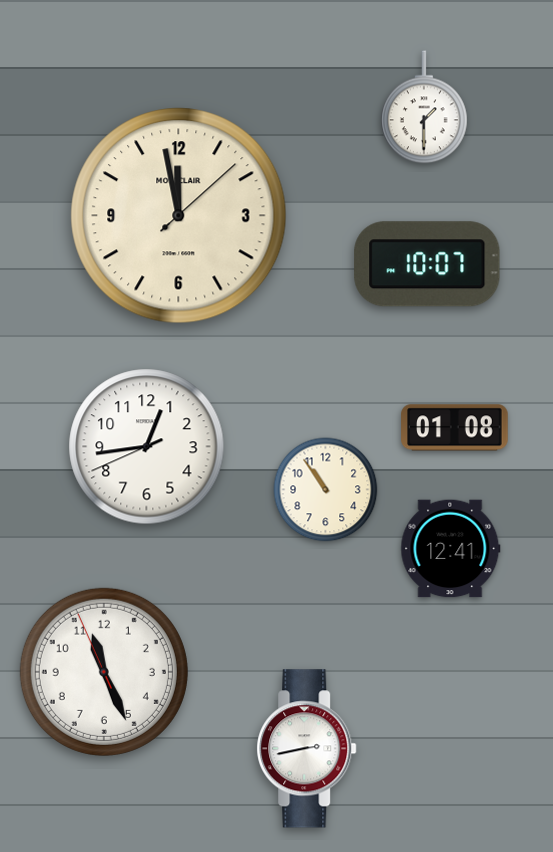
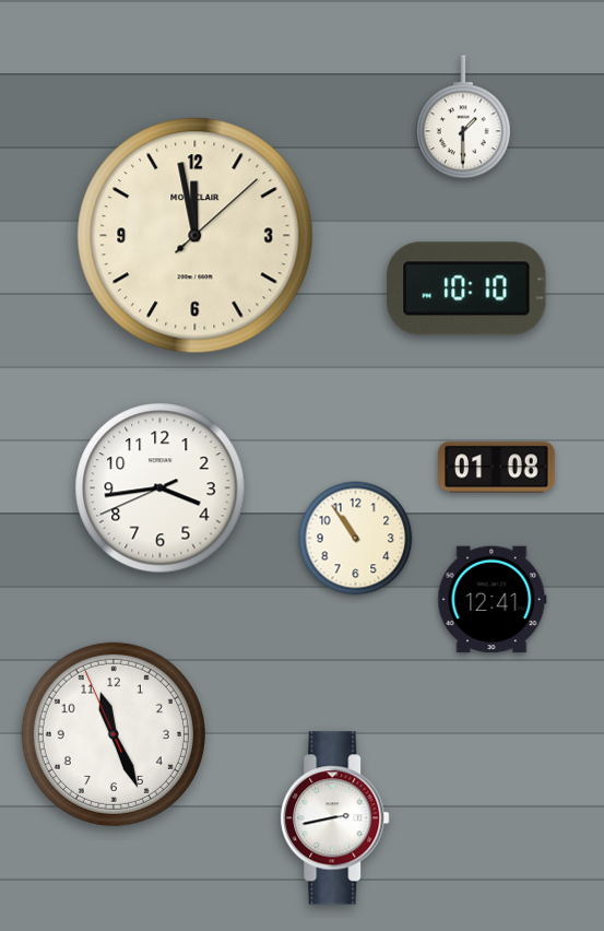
clock at (427, 264): 10:07 -> 10:10
clock at (147, 447): 12:43 -> 3:43
clock at (326, 490) position: (326, 490) -> (356, 539)
